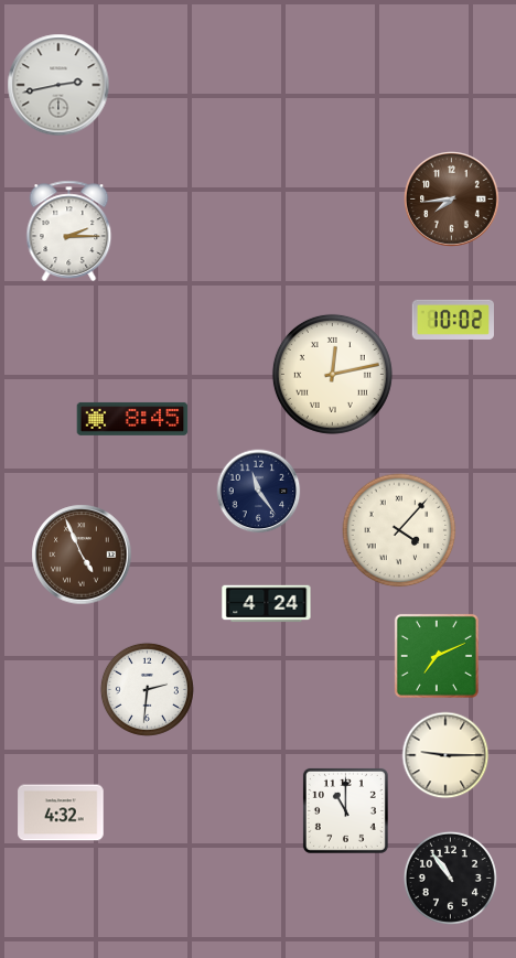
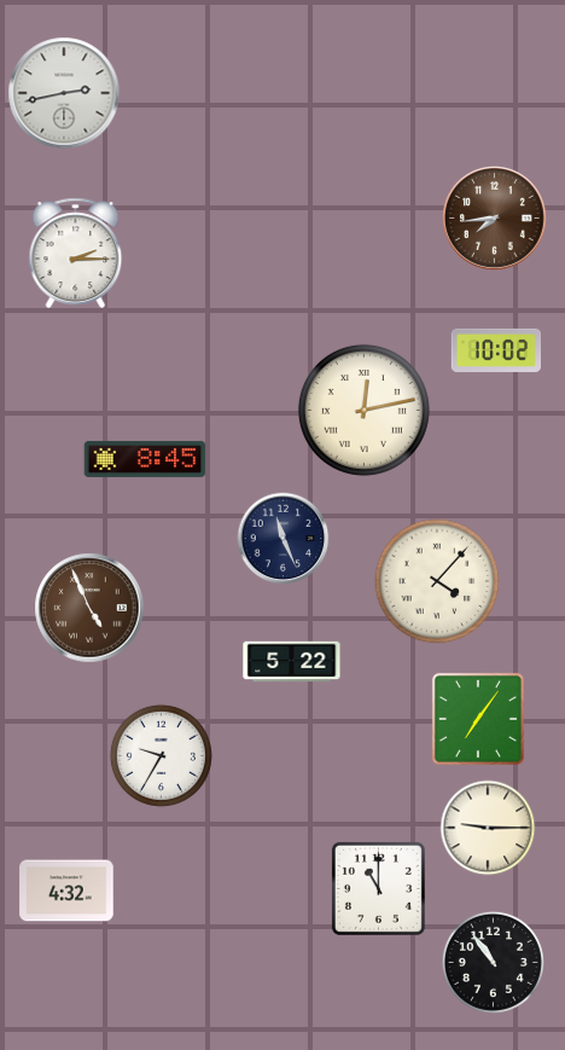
clock at (259, 492): 11:24 -> 11:26
clock at (267, 604): 4:24 -> 5:22
clock at (437, 656): 7:11 -> 7:06
clock at (147, 689): 2:31 -> 9:35
